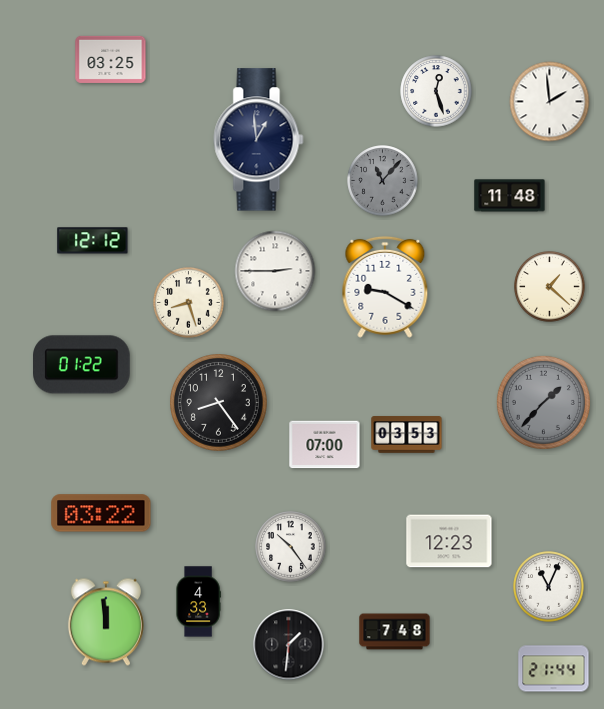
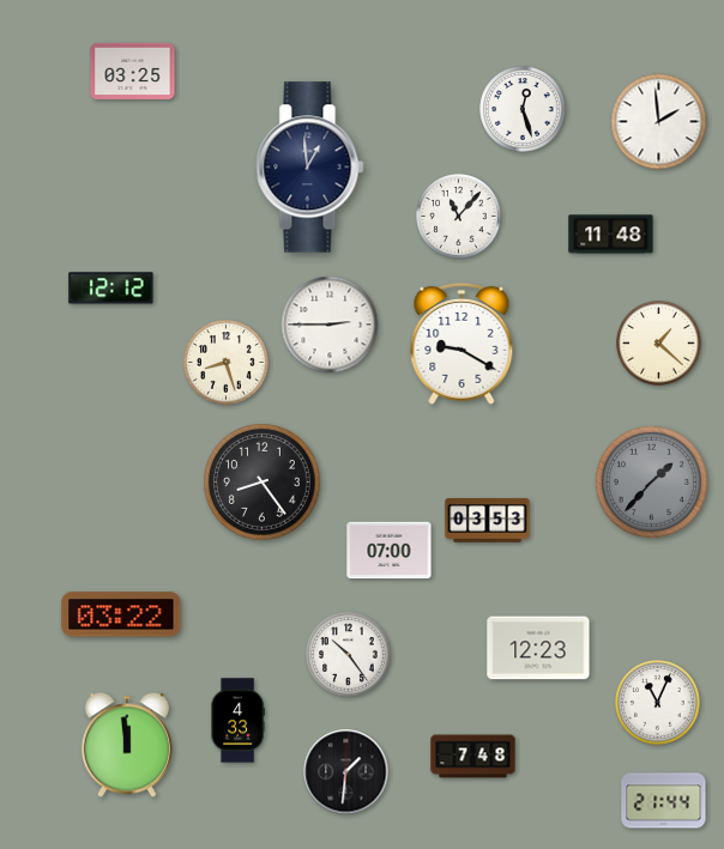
clock at (383, 181) dial: grey -> white
clock at (82, 365): 01:22 -> none
clock at (325, 445) position: (325, 445) -> (390, 551)
